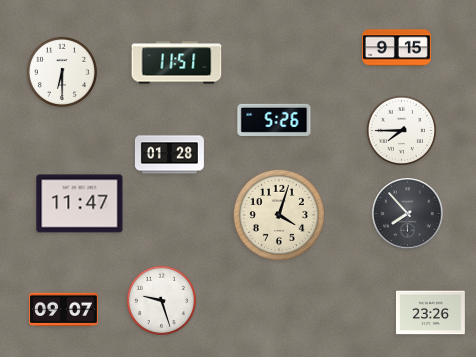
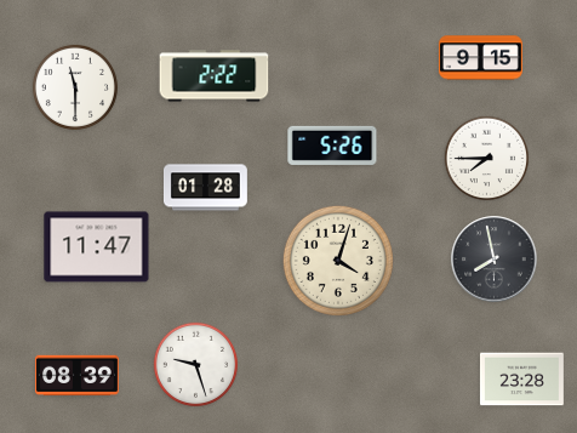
clock at (177, 63): 11:51 -> 2:22
clock at (62, 72): 6:30 -> 11:30
clock at (408, 214): 7:53 -> 7:58
clock at (63, 310): 09:07 -> 08:39
clock at (430, 313): 23:26 -> 23:28
